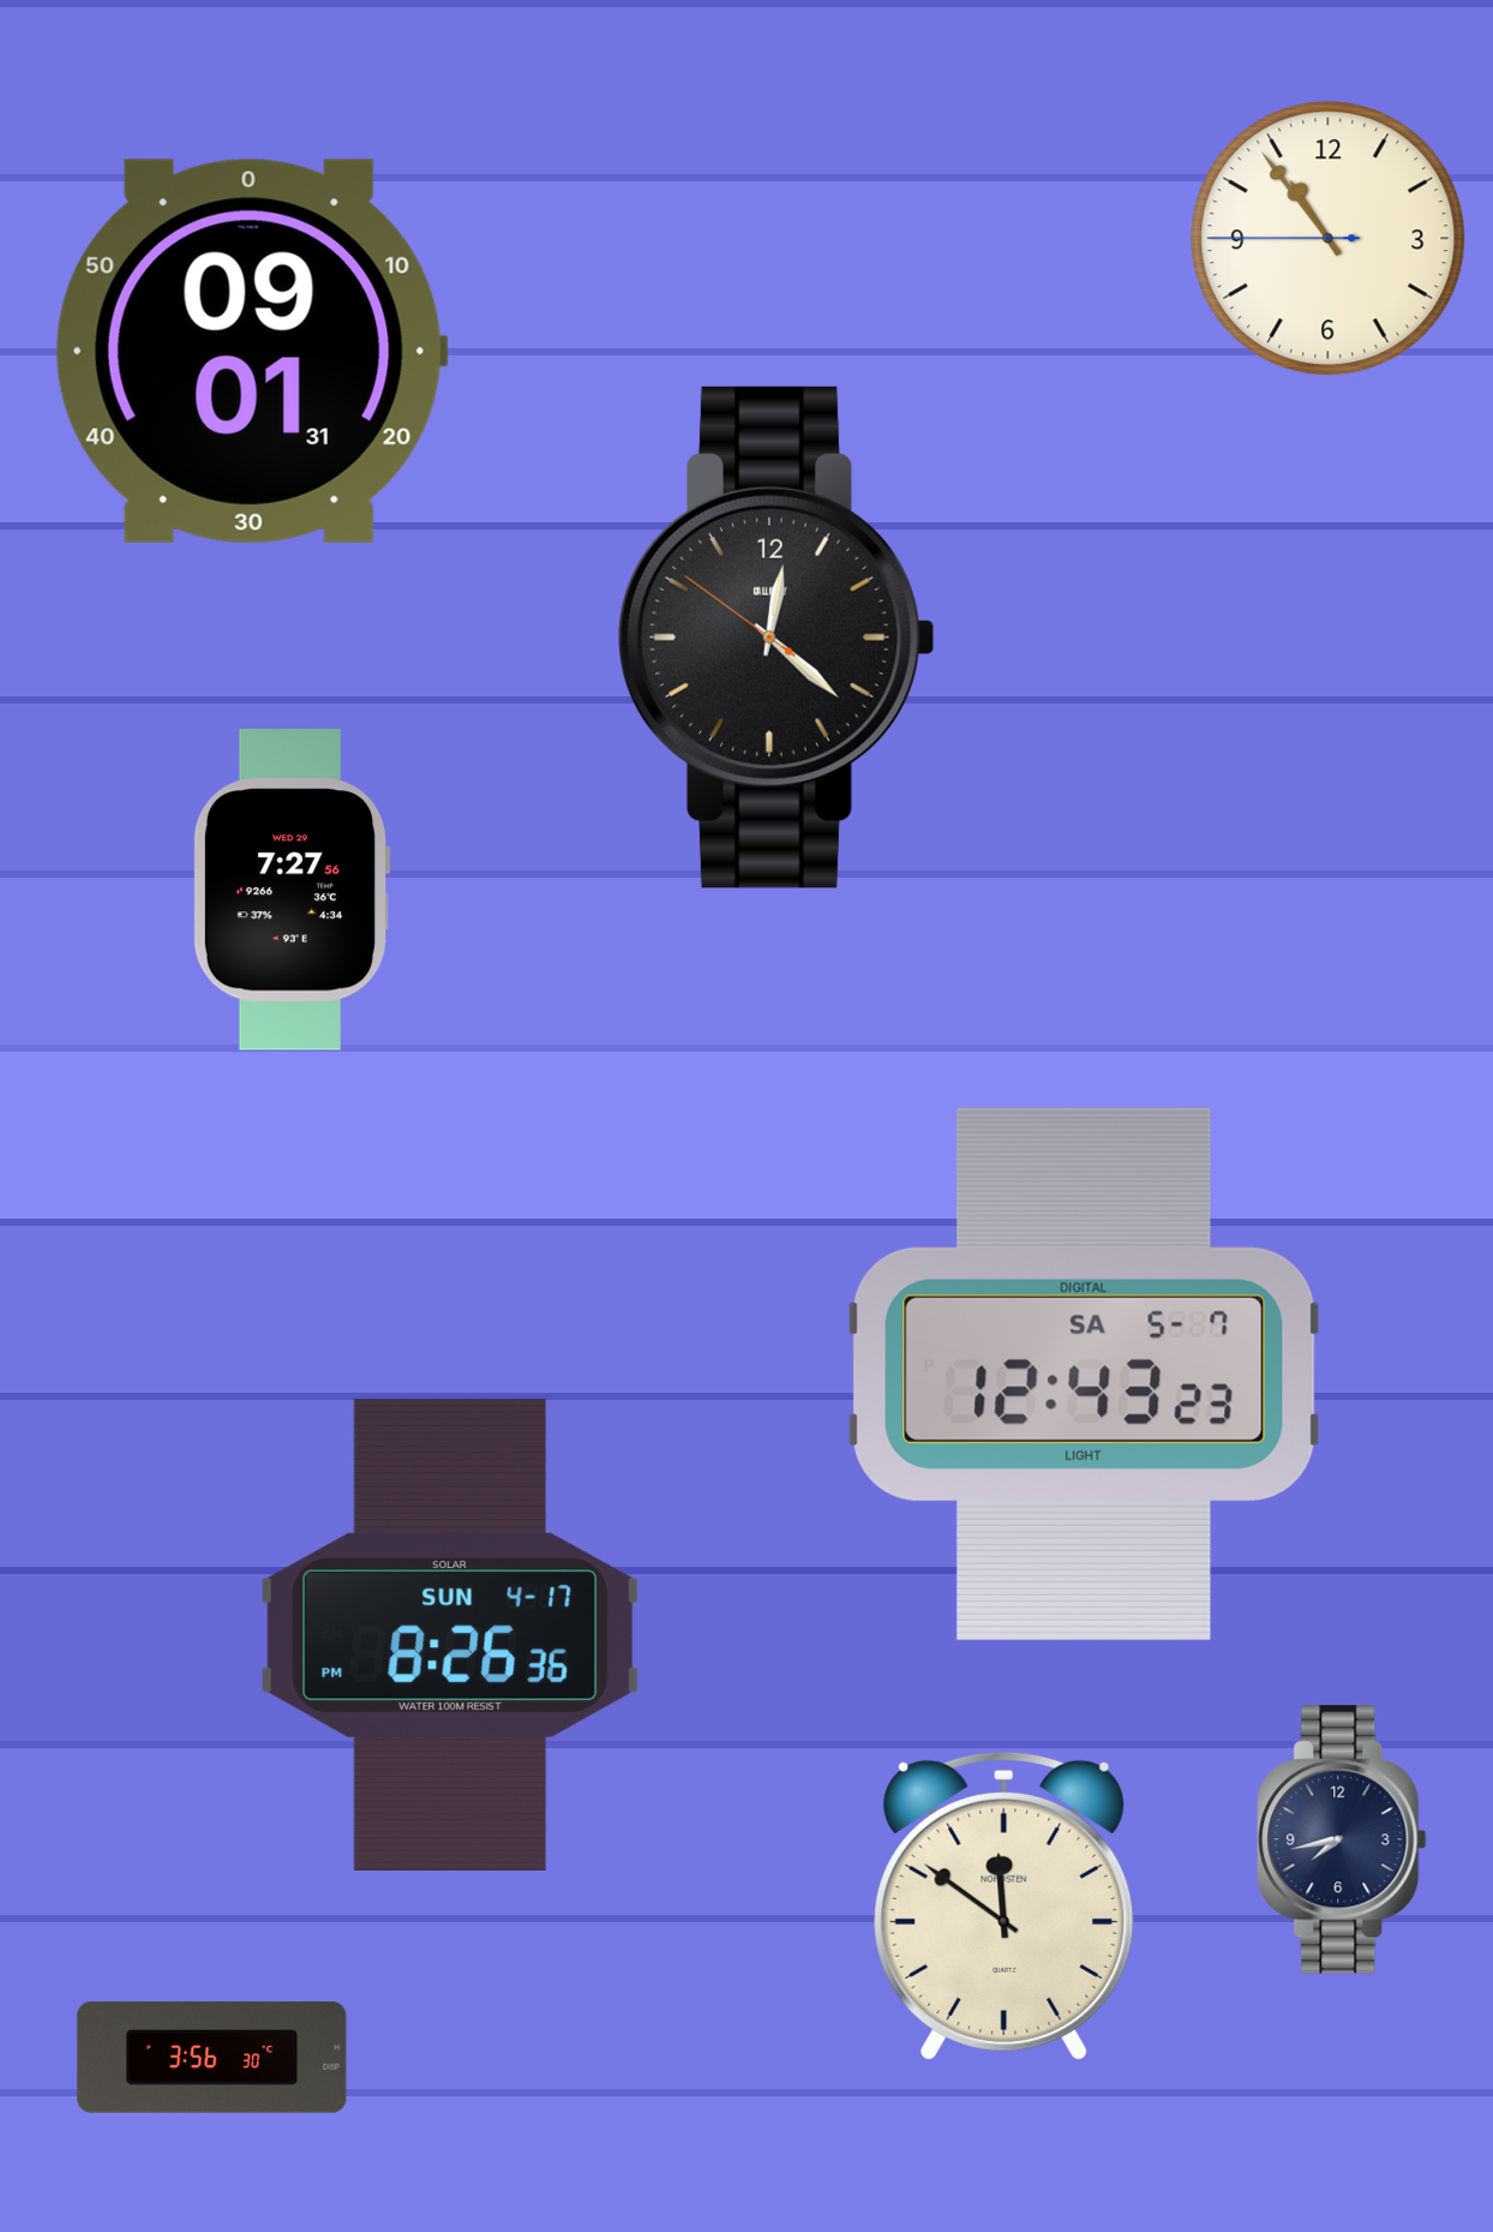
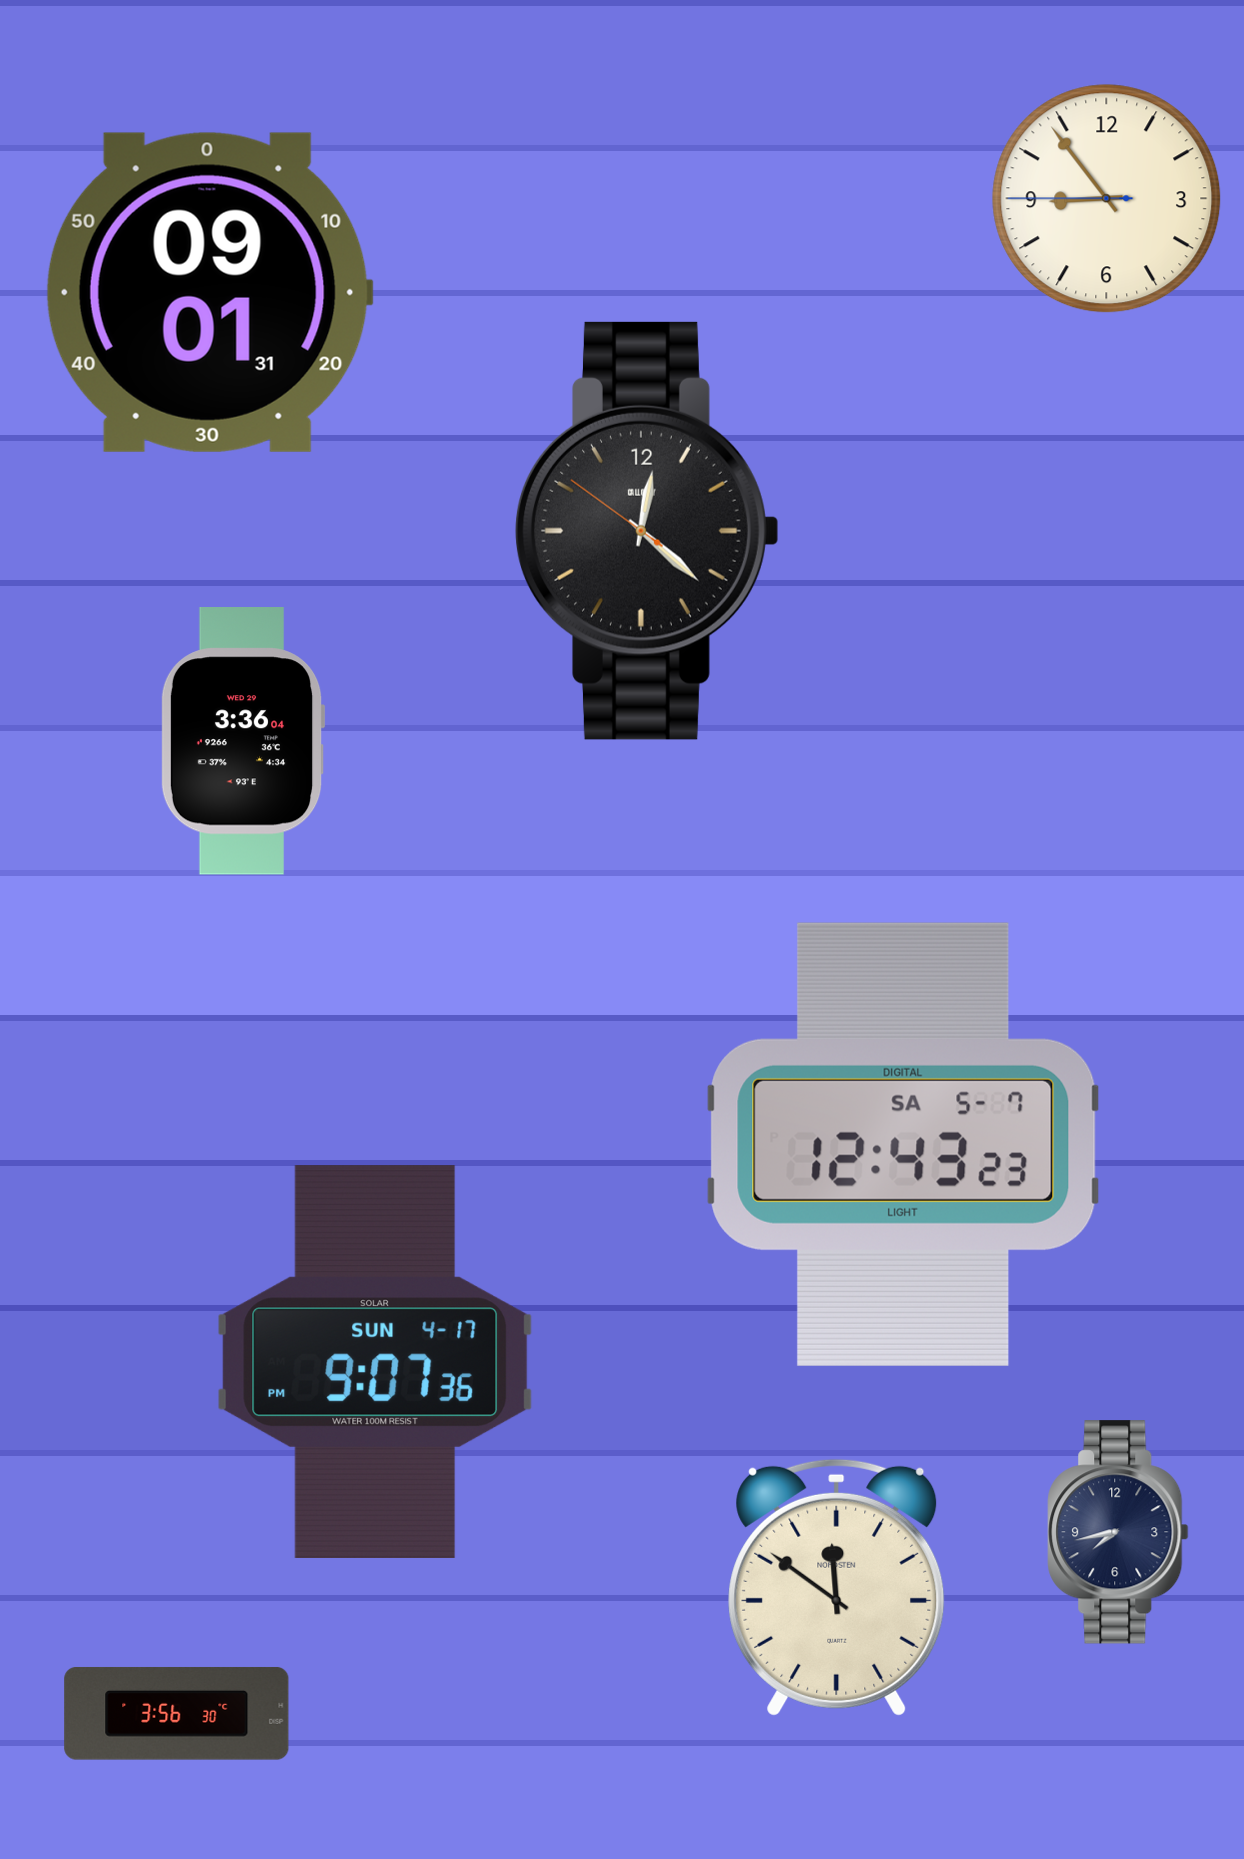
clock at (1329, 239): 10:53 -> 8:53
clock at (292, 891): 7:27 -> 3:36
clock at (450, 1634): 8:26 -> 9:07
